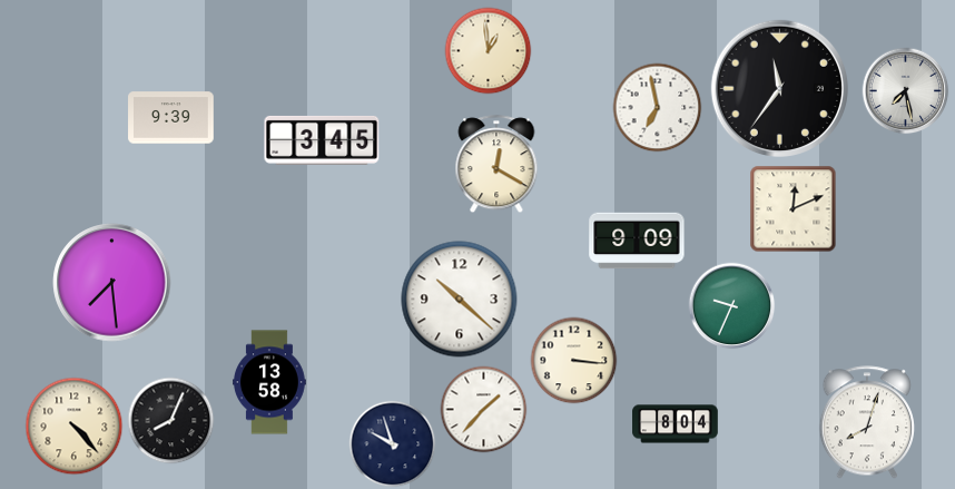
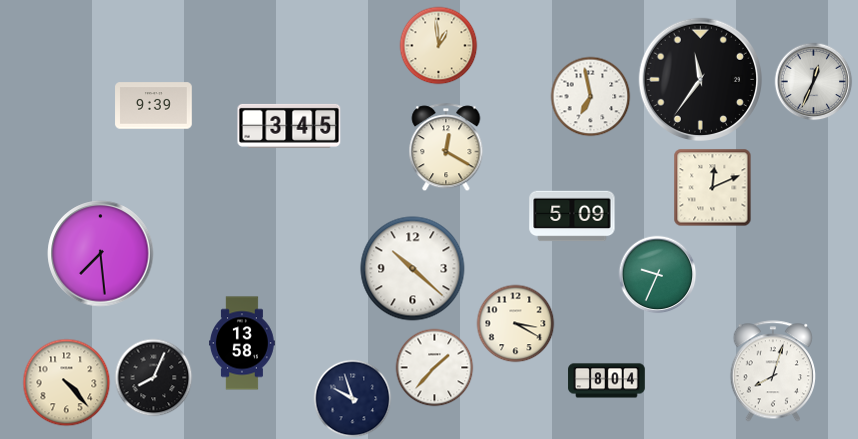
clock at (905, 90): 7:28 -> 12:34
clock at (637, 241): 9:09 -> 5:09
clock at (573, 360): 3:16 -> 3:20
clock at (866, 422) position: (866, 422) -> (772, 371)
